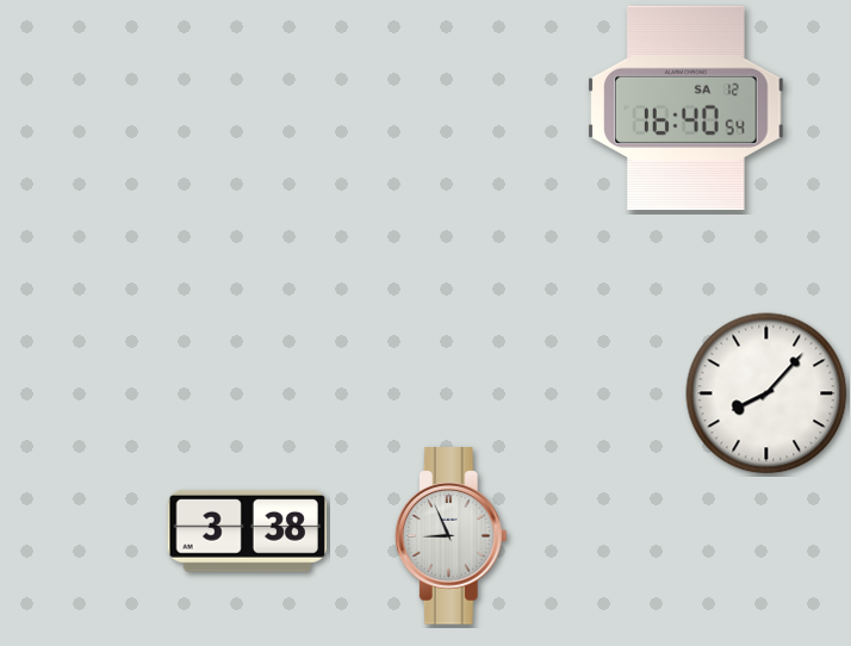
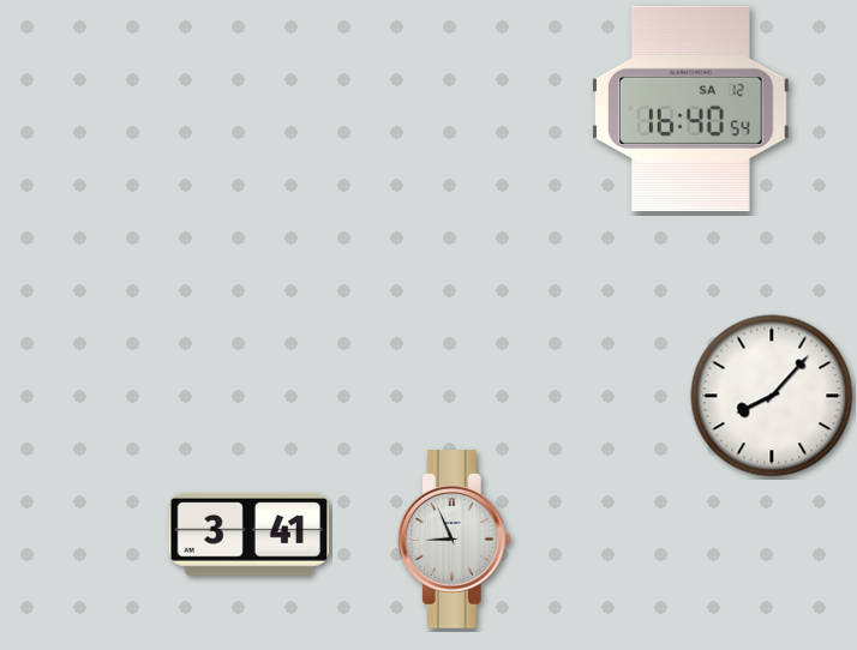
clock at (247, 530): 3:38 -> 3:41
